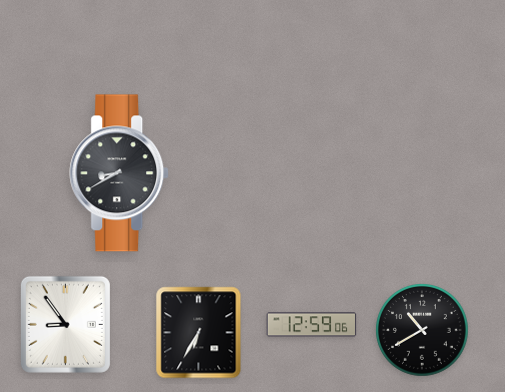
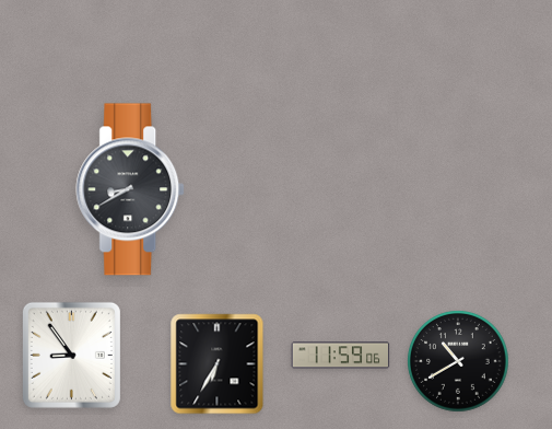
clock at (312, 325): 12:59 -> 11:59
clock at (422, 330) position: (422, 330) -> (458, 361)
